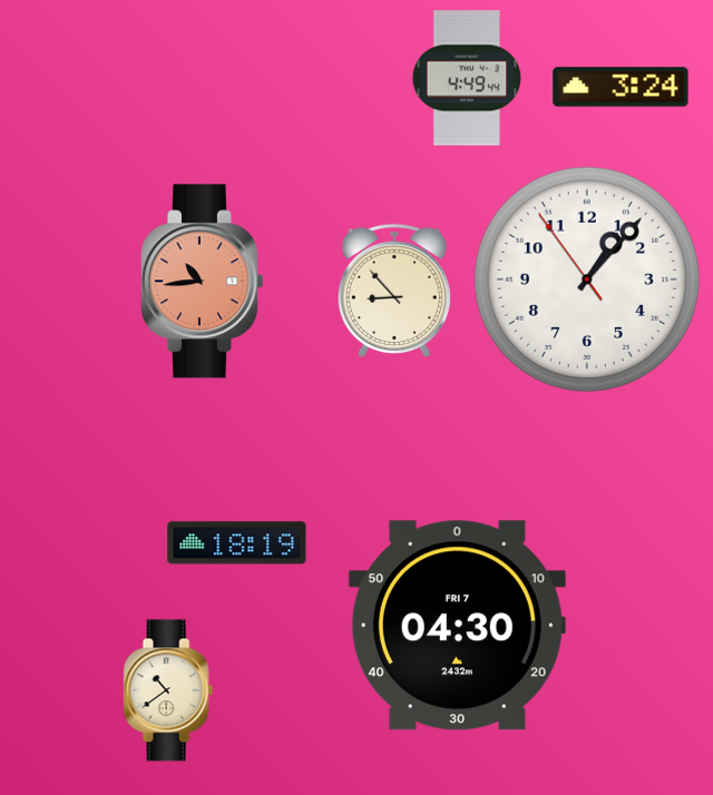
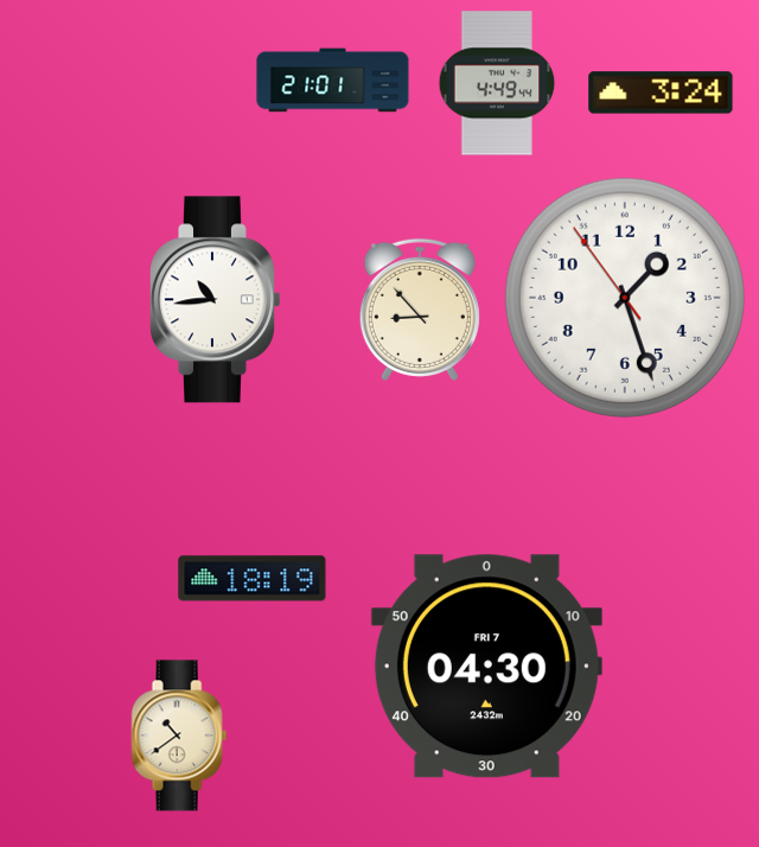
clock at (333, 81): none -> 21:01
clock at (587, 279): 1:06 -> 1:26
clock at (202, 282) dial: salmon -> white
